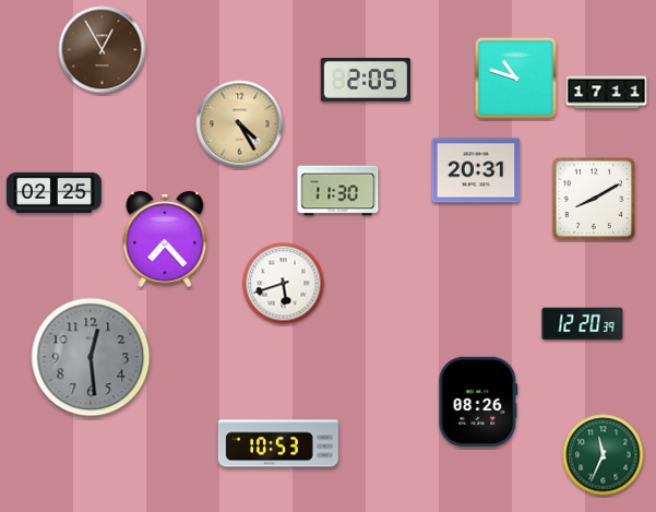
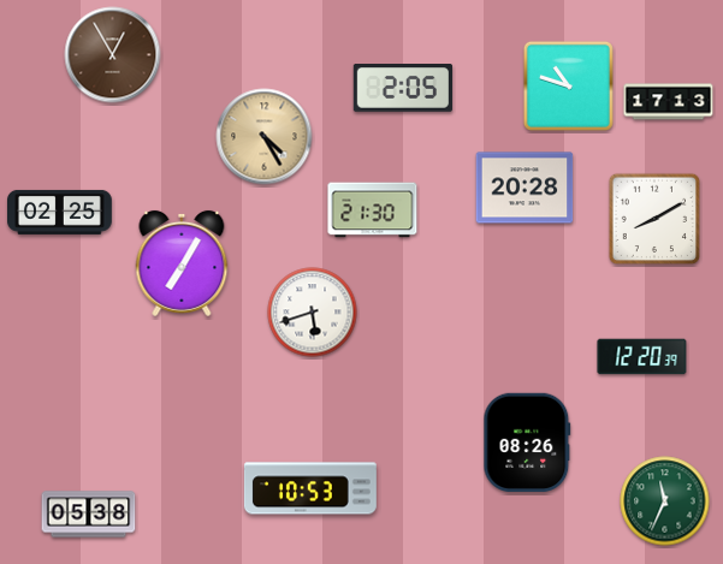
clock at (607, 93): 17:11 -> 17:13
clock at (476, 170): 20:31 -> 20:28
clock at (338, 191): 11:30 -> 21:30
clock at (165, 239): 7:23 -> 7:05
clock at (91, 357): 12:29 -> none
clock at (278, 443) position: (278, 443) -> (310, 488)
clock at (89, 515): none -> 05:38
